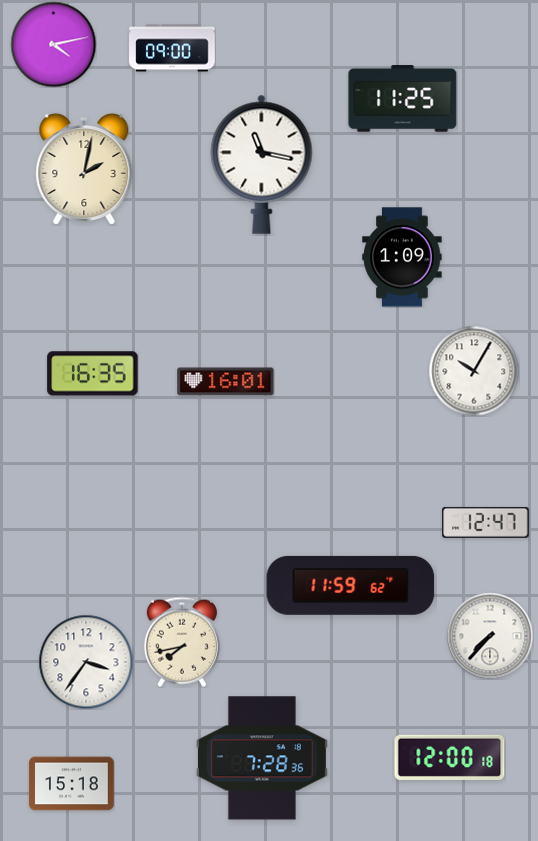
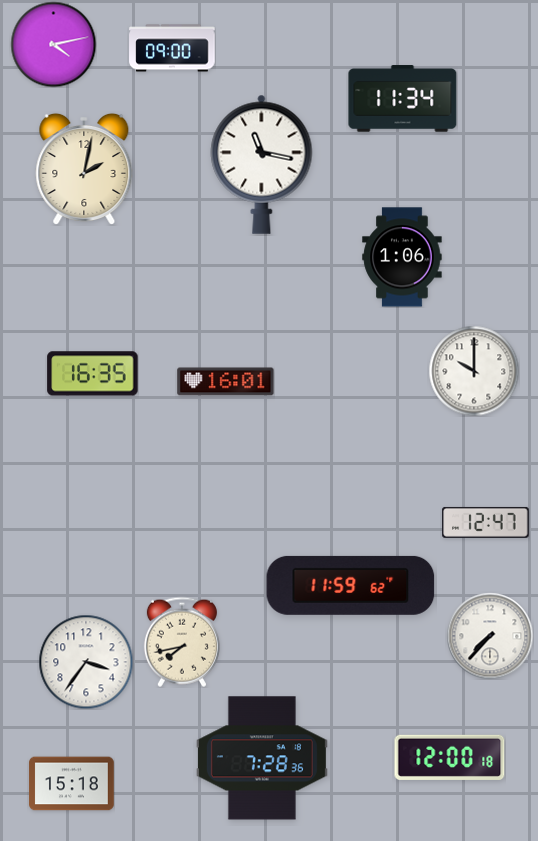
clock at (403, 99): 11:25 -> 11:34
clock at (402, 257): 1:09 -> 1:06
clock at (474, 371): 10:05 -> 10:00
